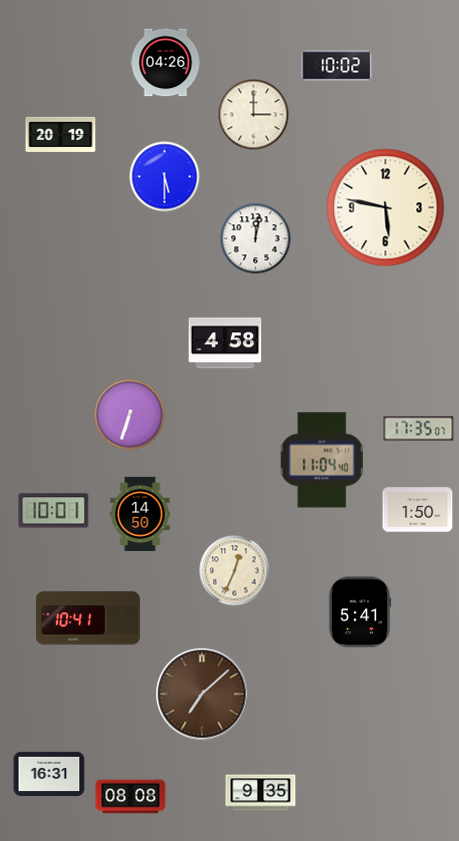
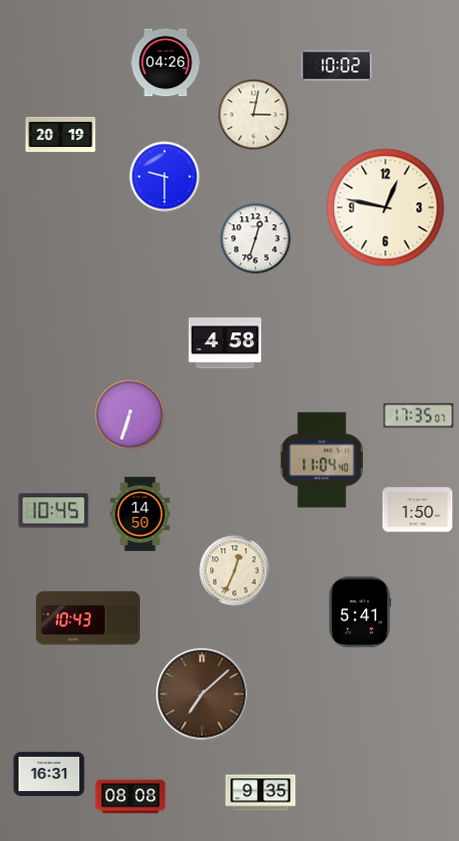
clock at (254, 115): 3:00 -> 3:02
clock at (165, 177): 5:30 -> 9:30
clock at (386, 208): 5:47 -> 12:47
clock at (256, 239): 12:02 -> 12:33
clock at (419, 429) position: (419, 429) -> (419, 416)
clock at (54, 511): 10:01 -> 10:45
clock at (88, 618): 10:41 -> 10:43
